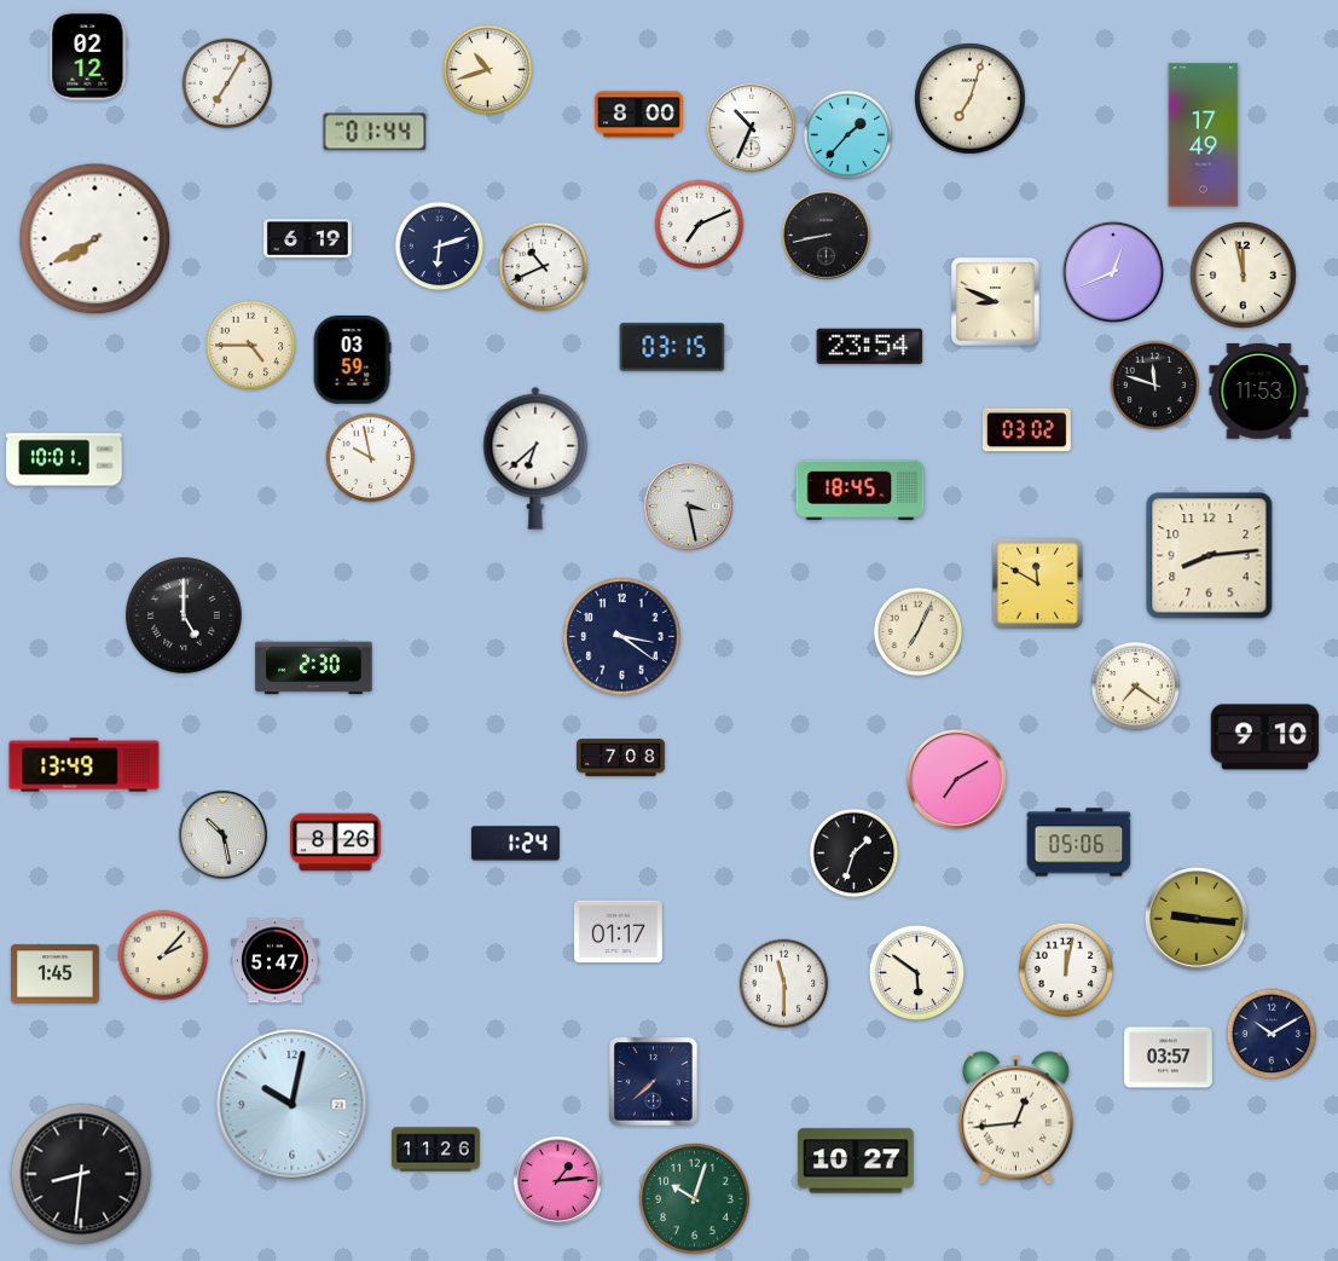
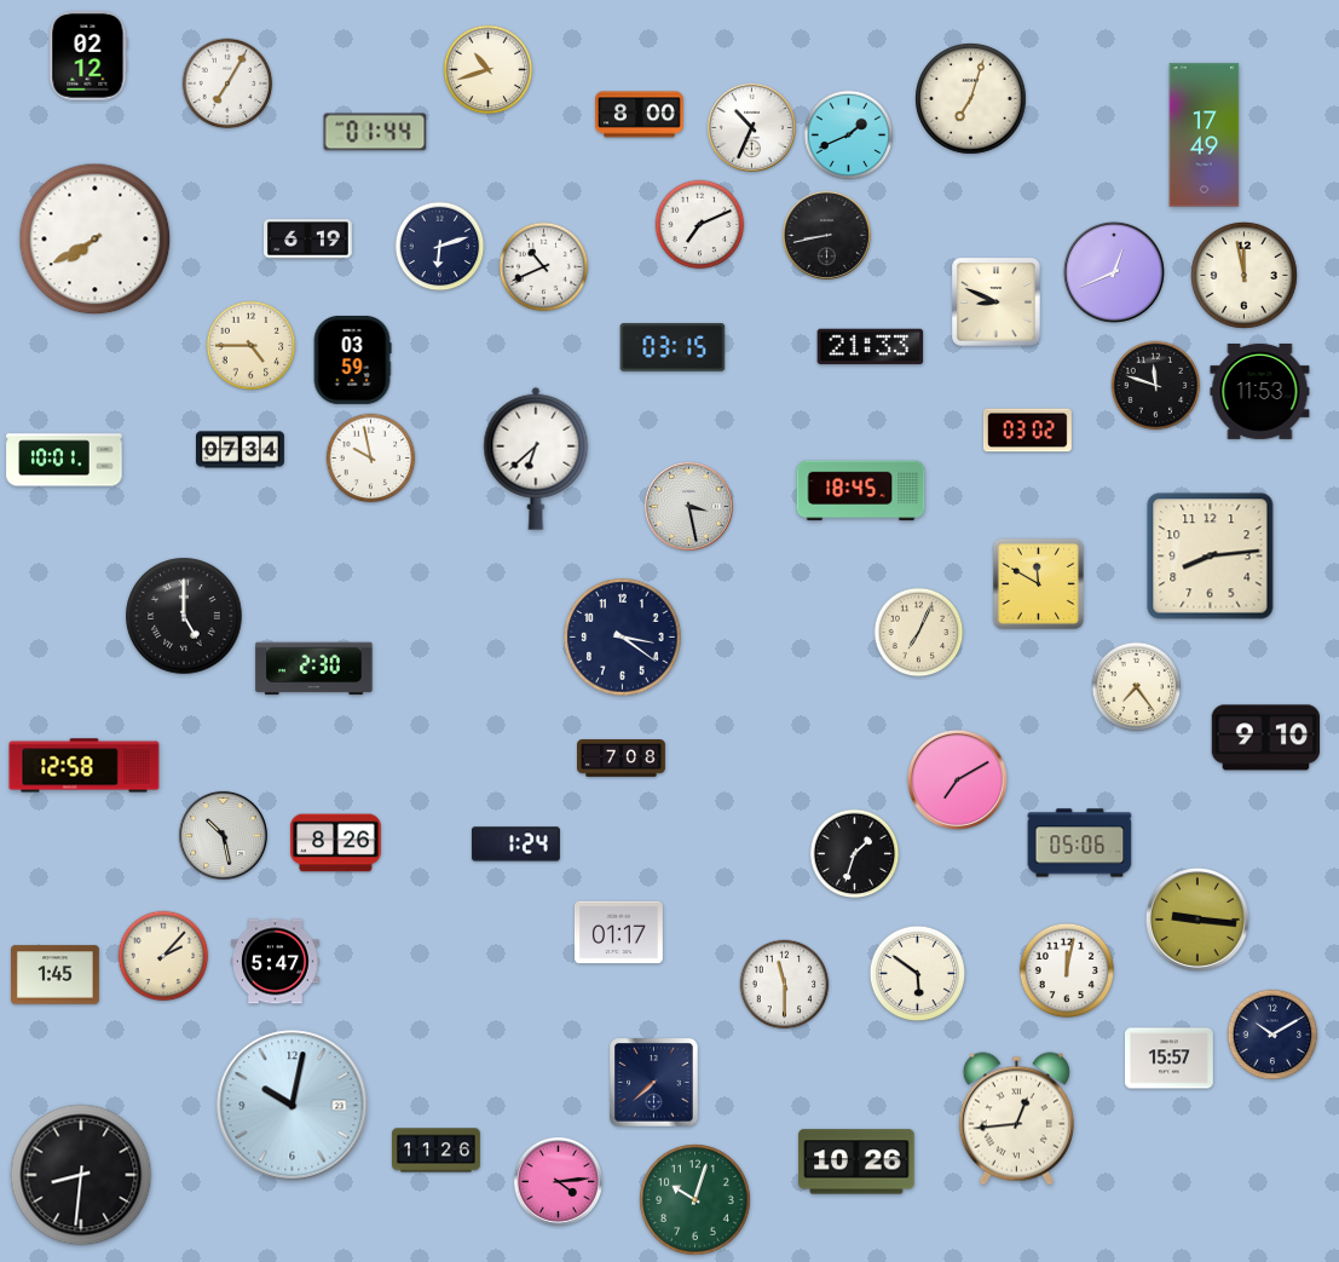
clock at (848, 135): 1:37 -> 1:41
clock at (870, 347): 23:54 -> 21:33
clock at (241, 450): none -> 07:34
clock at (1136, 687): 7:21 -> 7:24
clock at (85, 765): 13:49 -> 12:58
clock at (1169, 1058): 03:57 -> 15:57
clock at (856, 1161): 10:27 -> 10:26
clock at (557, 1180): 1:14 -> 4:14
